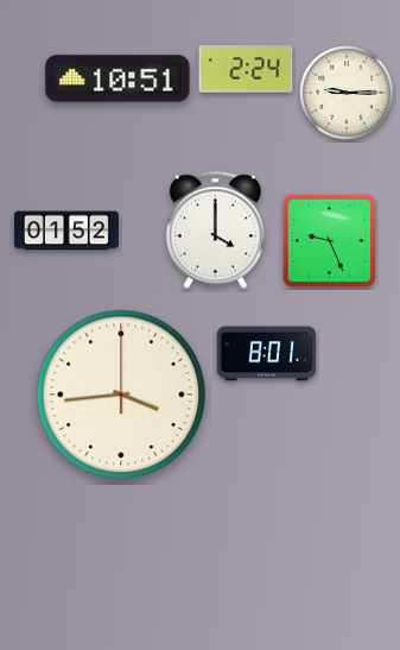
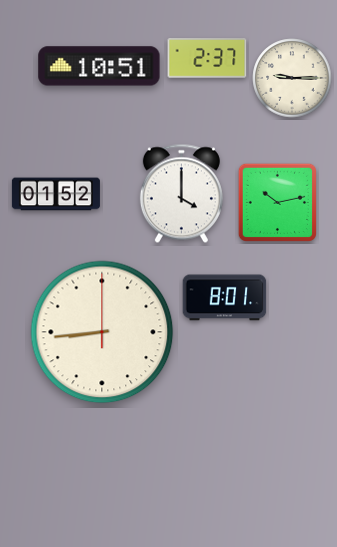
clock at (246, 70): 2:24 -> 2:37
clock at (329, 240): 9:26 -> 10:13
clock at (121, 395): 3:44 -> 8:44
